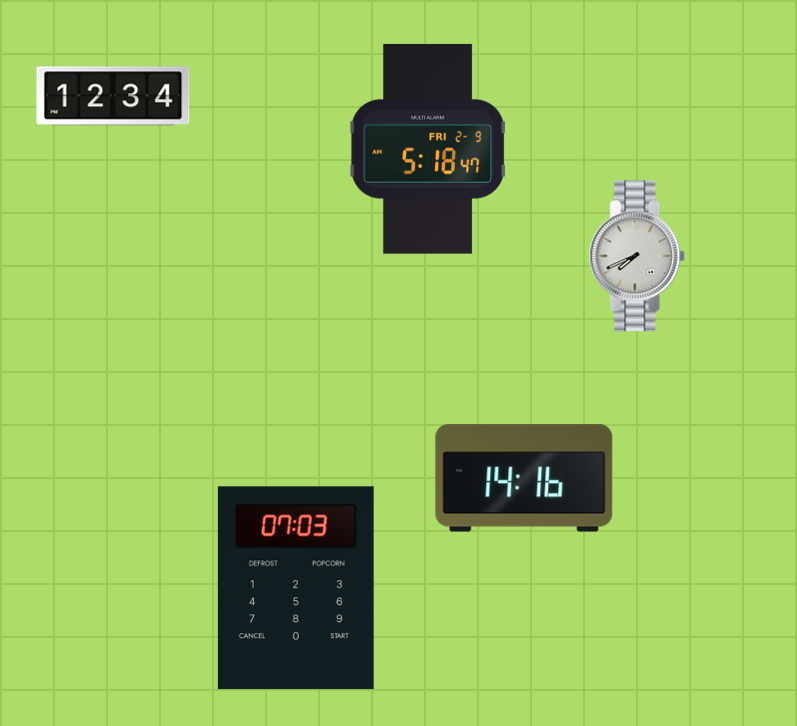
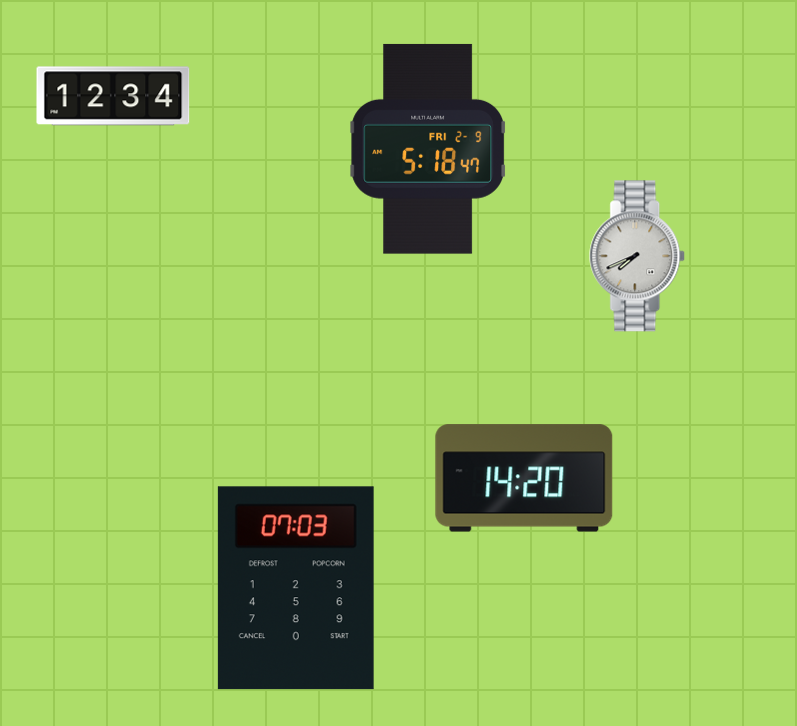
clock at (524, 478): 14:16 -> 14:20
